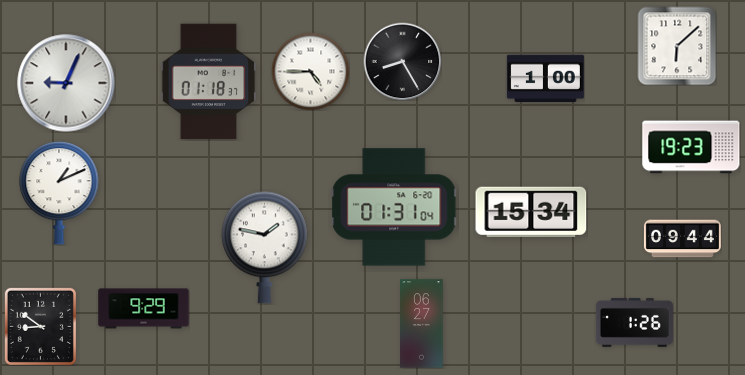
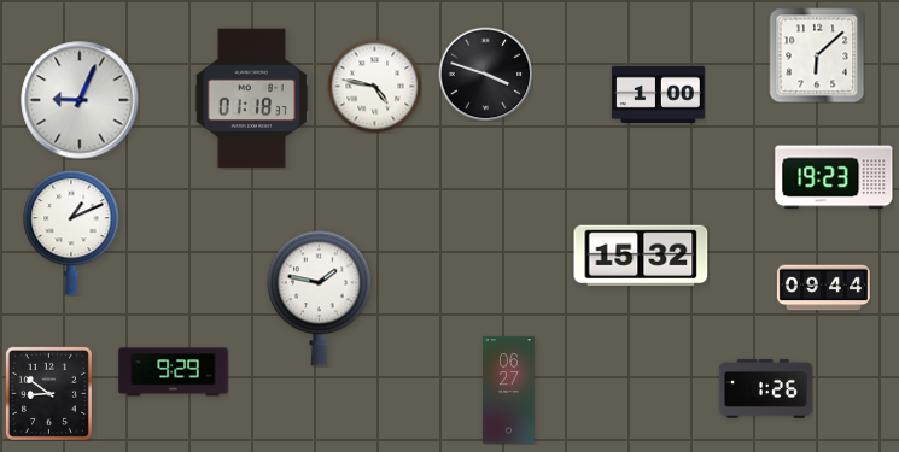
clock at (402, 61): 8:25 -> 3:48
clock at (310, 71): 4:45 -> 4:47
clock at (394, 207): 01:31 -> none
clock at (531, 211): 15:34 -> 15:32
